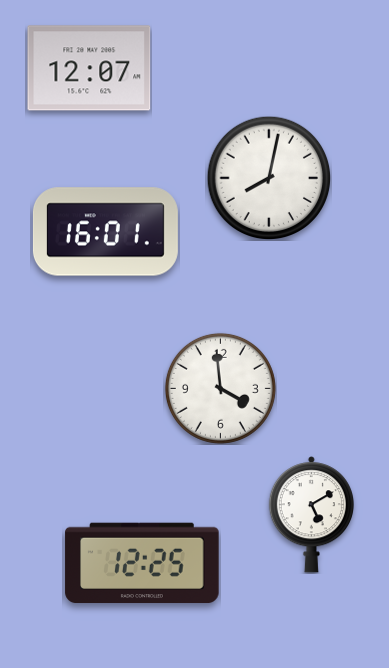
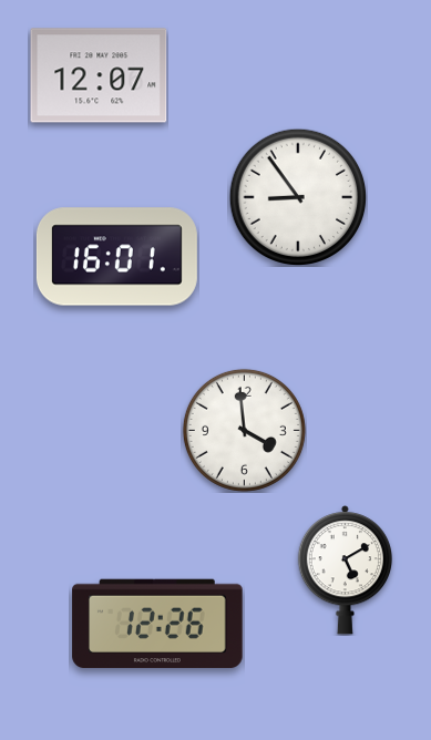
clock at (269, 178): 8:02 -> 8:54
clock at (142, 563): 12:25 -> 12:26
